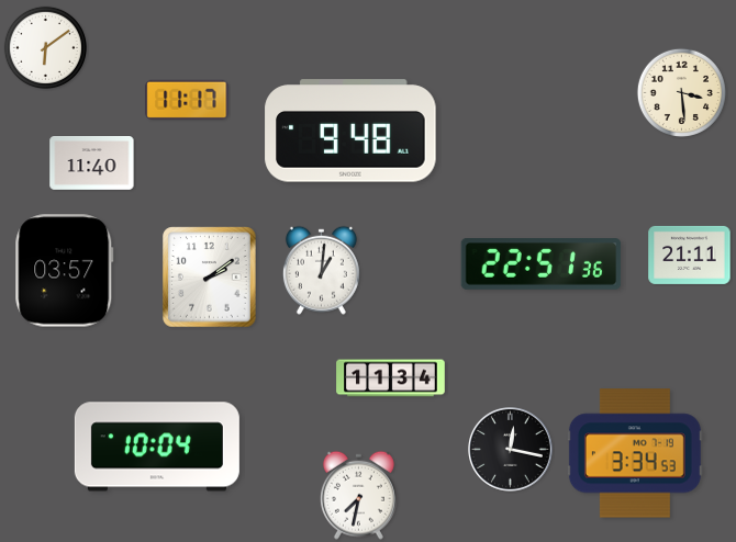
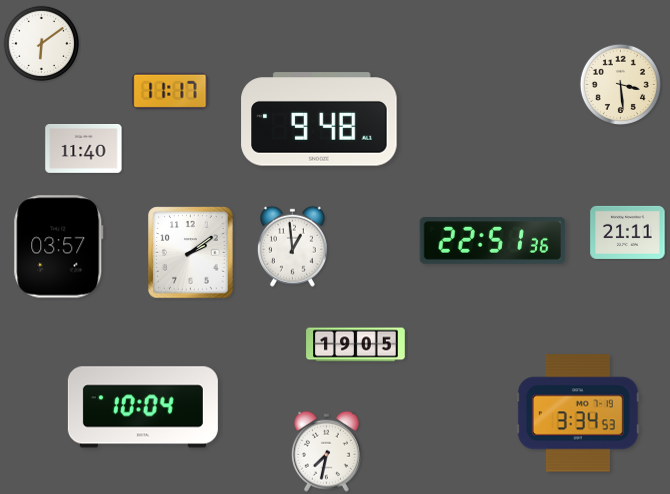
clock at (321, 270): 1:01 -> 12:59
clock at (391, 379): 11:34 -> 19:05
clock at (511, 450): 12:17 -> none
